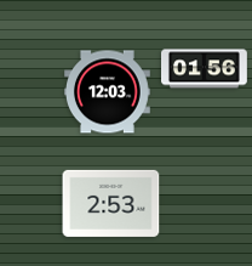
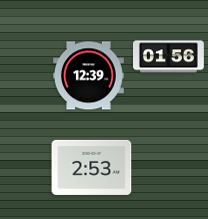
clock at (108, 92): 12:03 -> 12:39
